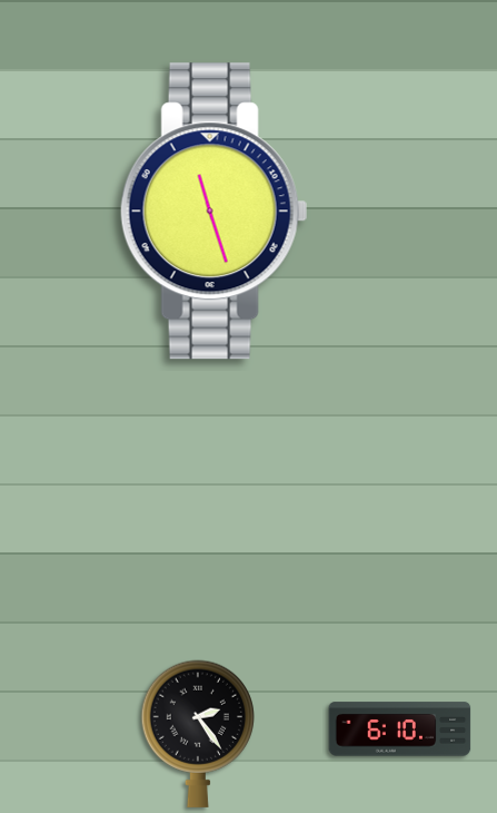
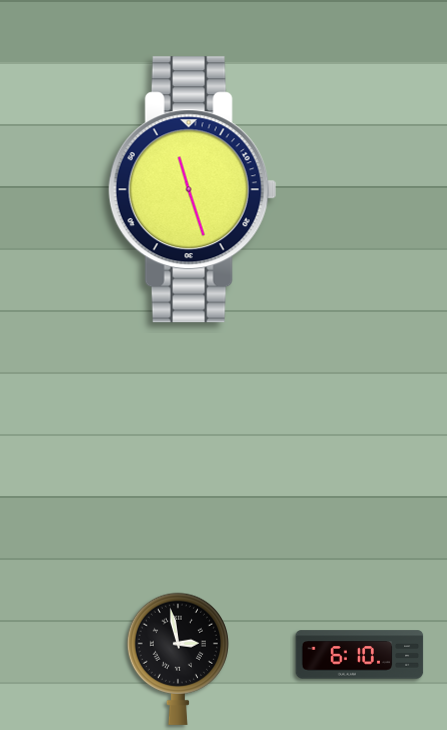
clock at (198, 734): 2:24 -> 2:58
